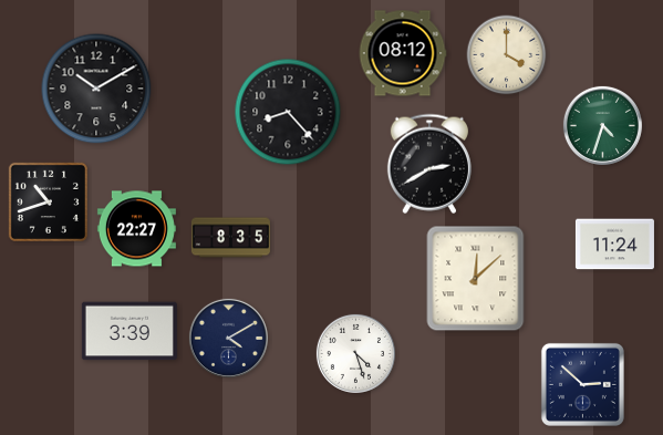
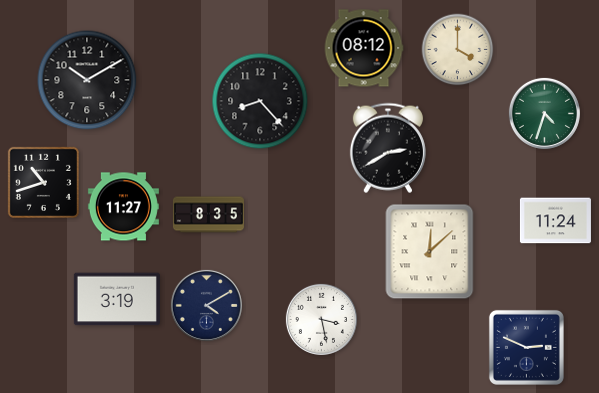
clock at (136, 229): 22:27 -> 11:27
clock at (130, 331): 3:39 -> 3:19
clock at (355, 353): 4:27 -> 3:28
clock at (582, 384): 2:52 -> 2:49
